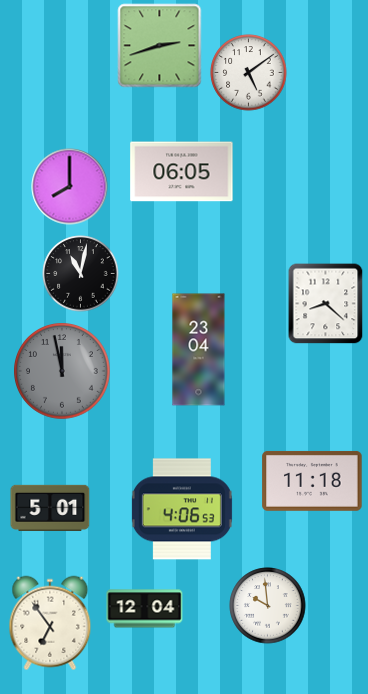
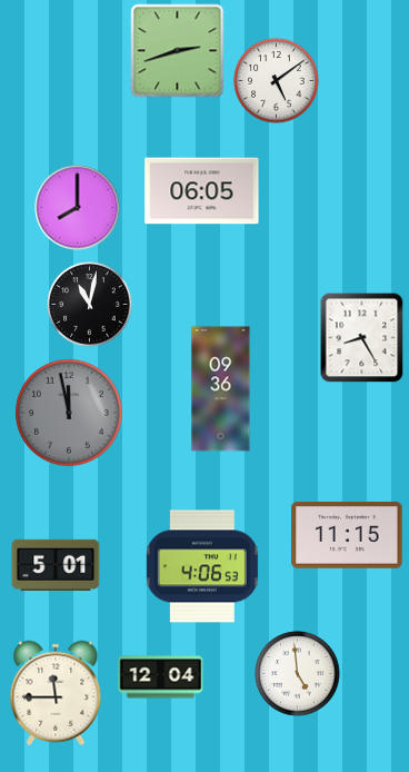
clock at (326, 303): 8:22 -> 8:25
clock at (199, 350): 23:04 -> 09:36
clock at (312, 481): 11:18 -> 11:15
clock at (268, 606): 9:59 -> 4:59
clock at (50, 623): 6:54 -> 11:45
